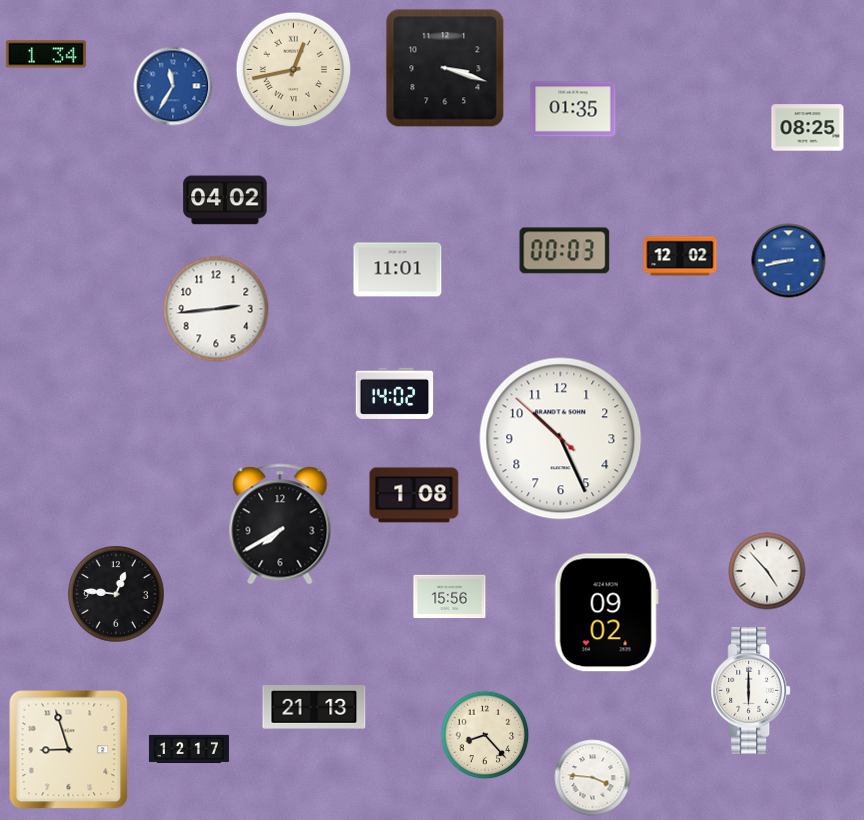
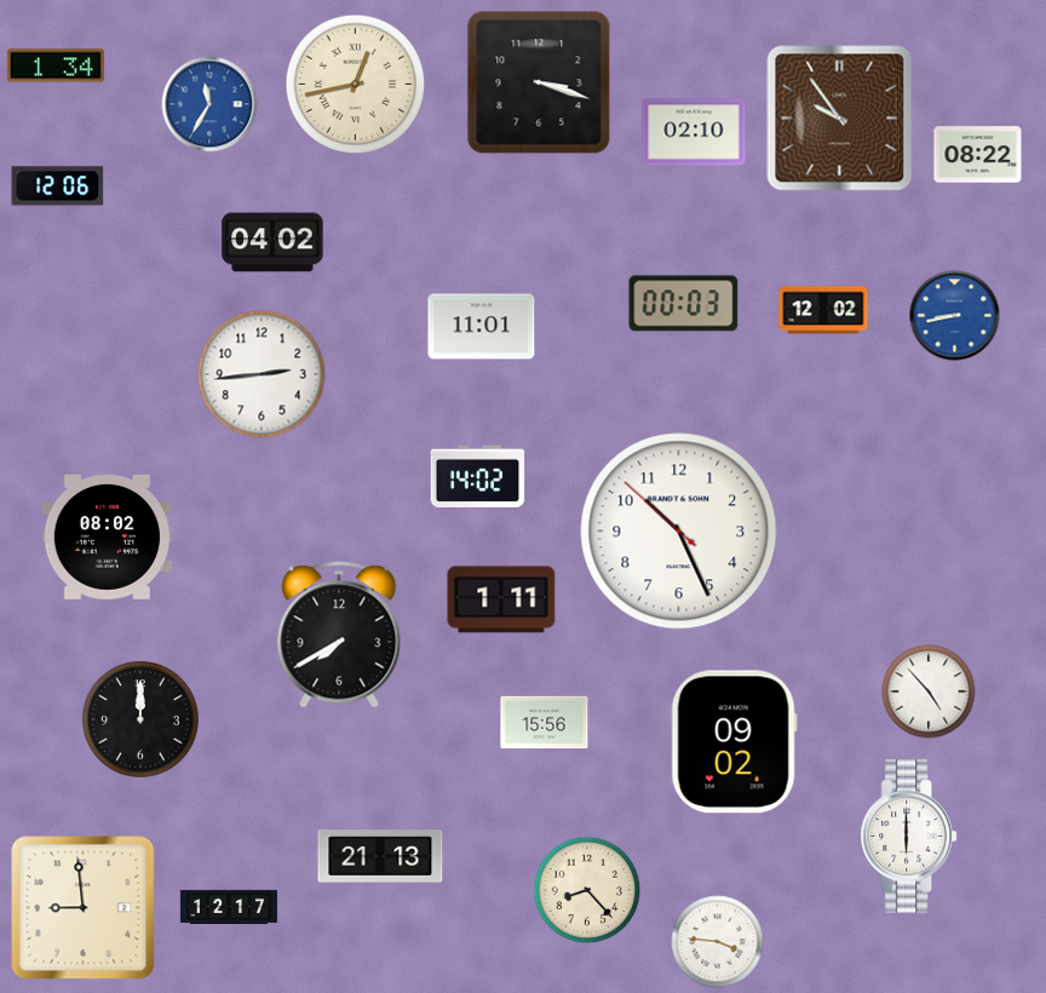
clock at (840, 119): none -> 9:54
clock at (573, 109): 01:35 -> 02:10
clock at (808, 128): 08:25 -> 08:22
clock at (58, 186): none -> 12:06
clock at (107, 536): none -> 08:02
clock at (414, 495): 1:08 -> 1:11
clock at (117, 595): 12:46 -> 12:00
clock at (69, 750): 8:57 -> 8:59
